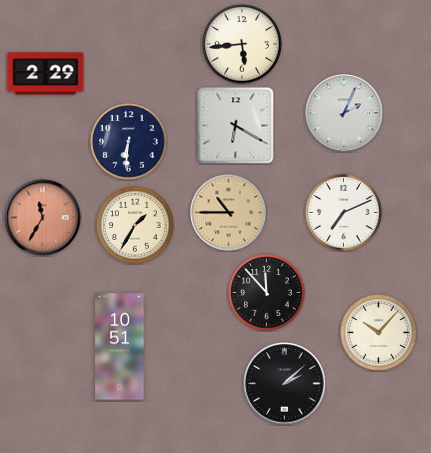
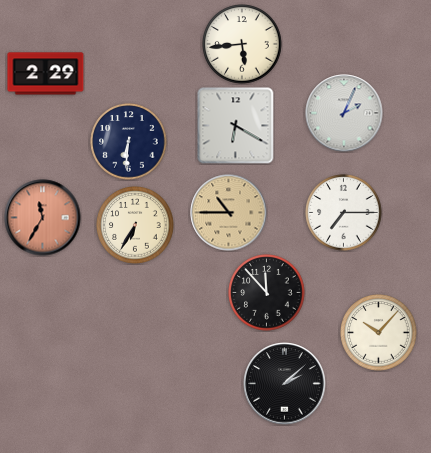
clock at (344, 213): 7:11 -> 7:15
clock at (135, 225): 1:35 -> 6:35
clock at (120, 347): 10:51 -> none
